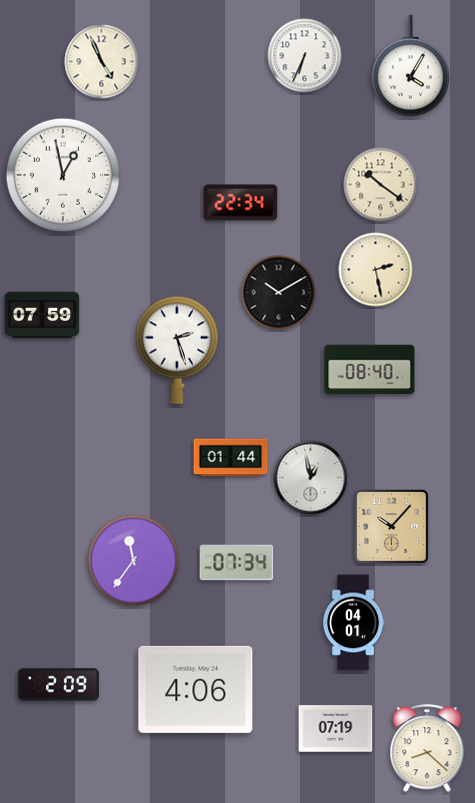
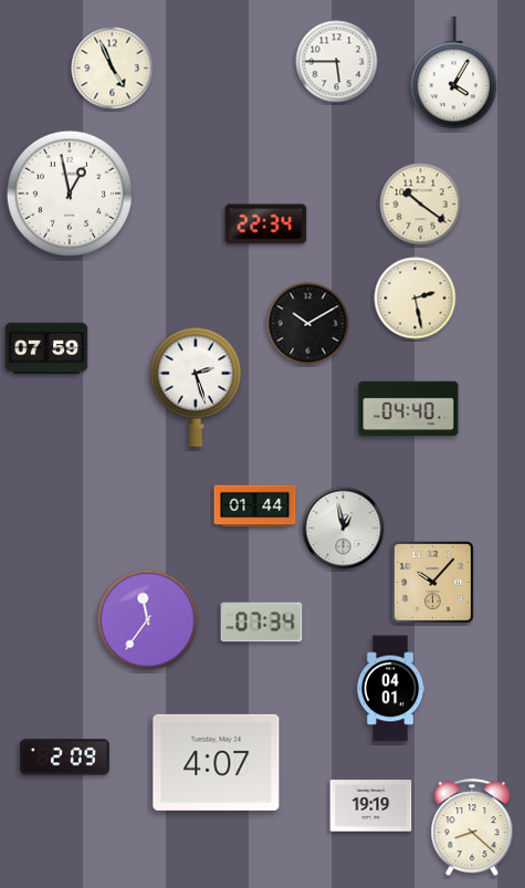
clock at (305, 56): 6:34 -> 5:45
clock at (370, 370): 08:40 -> 04:40
clock at (196, 689): 4:06 -> 4:07
clock at (336, 729): 07:19 -> 19:19
